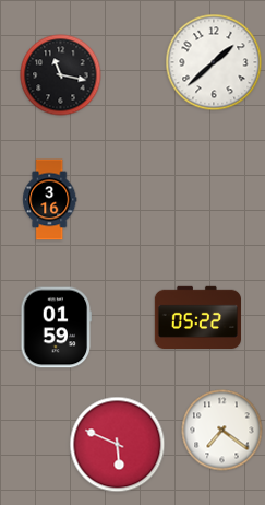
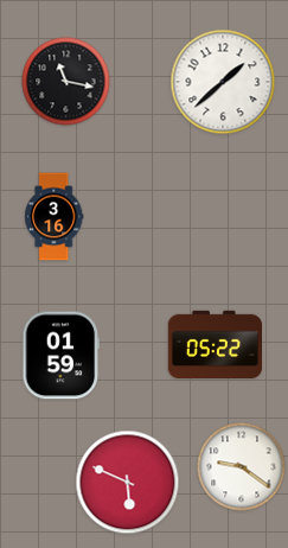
clock at (214, 62) position: (214, 62) -> (223, 82)
clock at (222, 431): 7:21 -> 9:21
